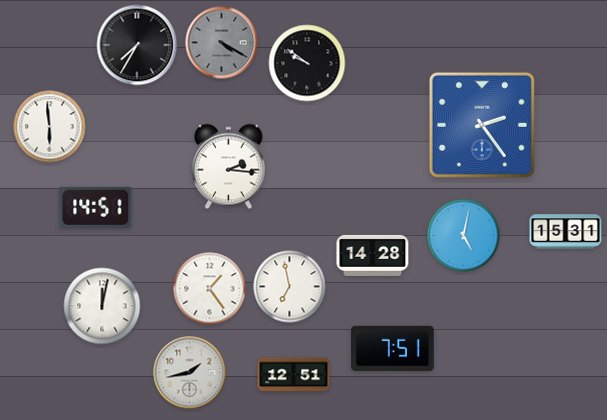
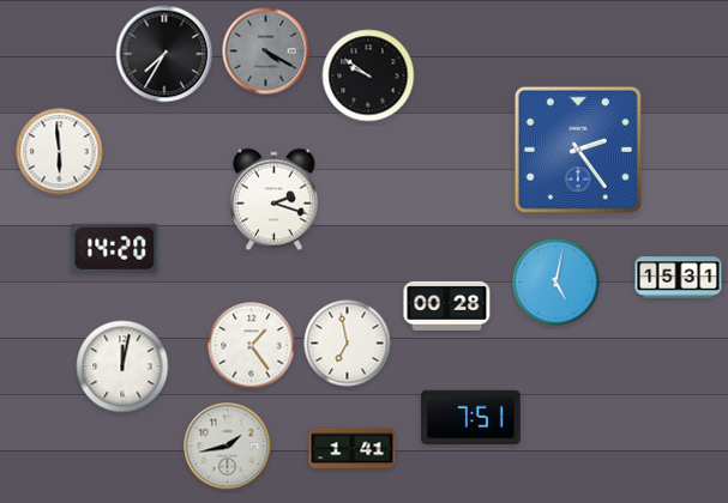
clock at (229, 167): 2:16 -> 2:18
clock at (96, 207): 14:51 -> 14:20
clock at (373, 255): 14:28 -> 00:28
clock at (294, 375): 12:51 -> 1:41
